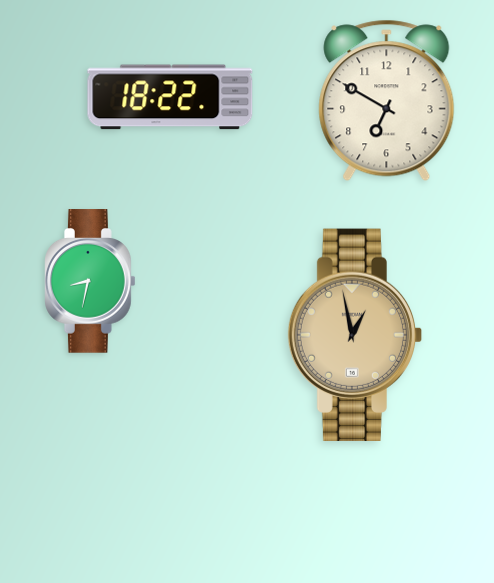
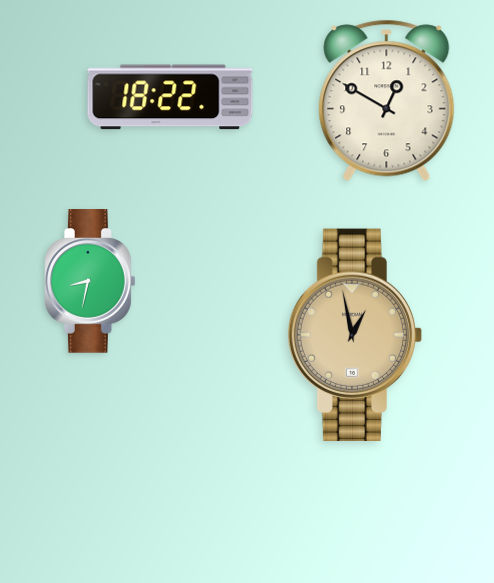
clock at (387, 101): 6:50 -> 12:50
